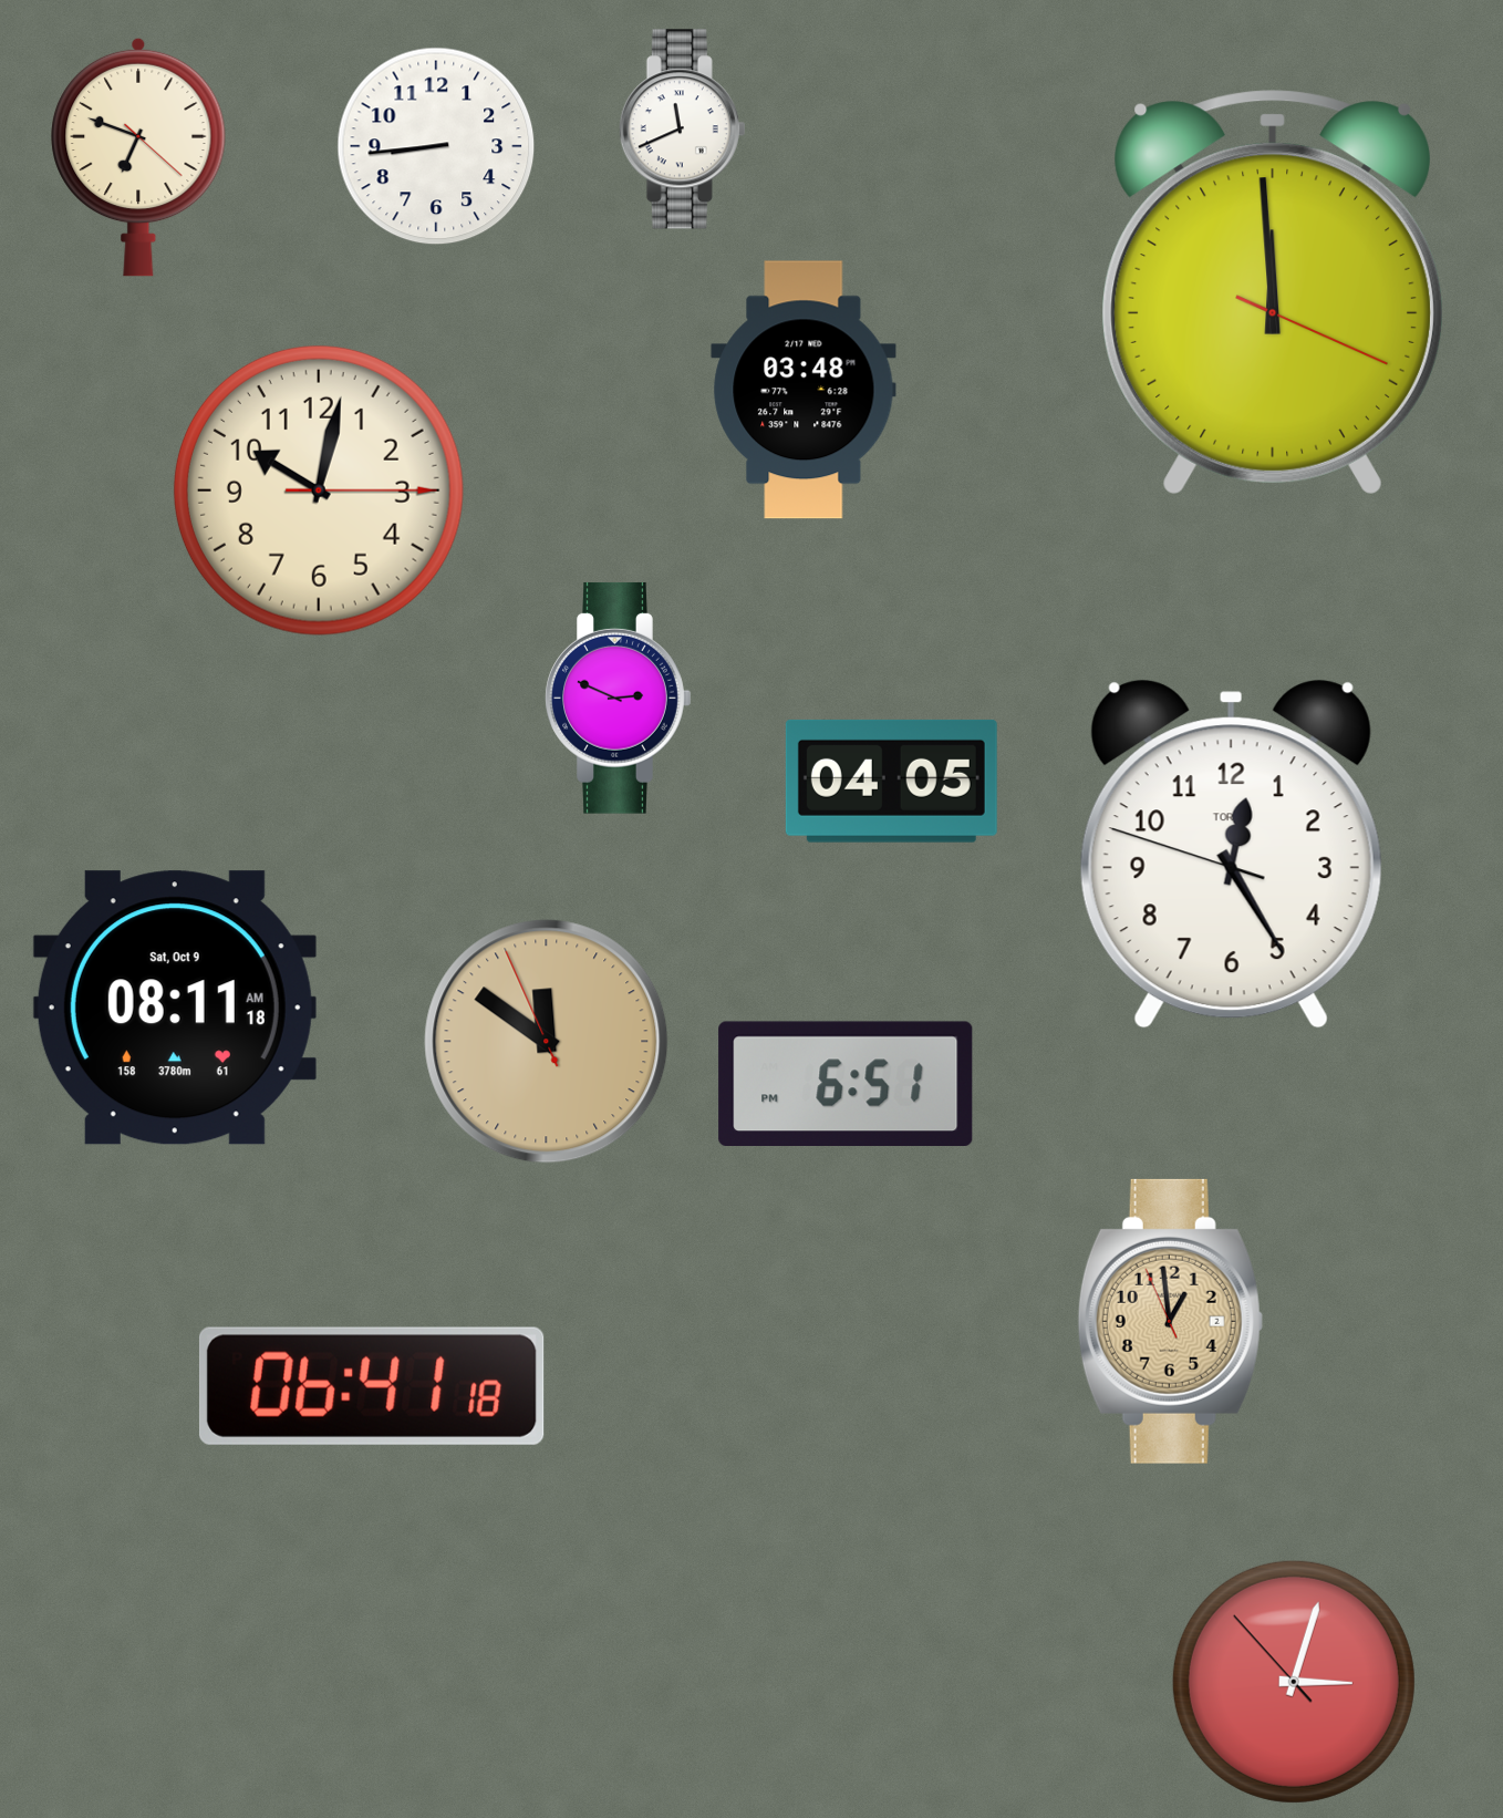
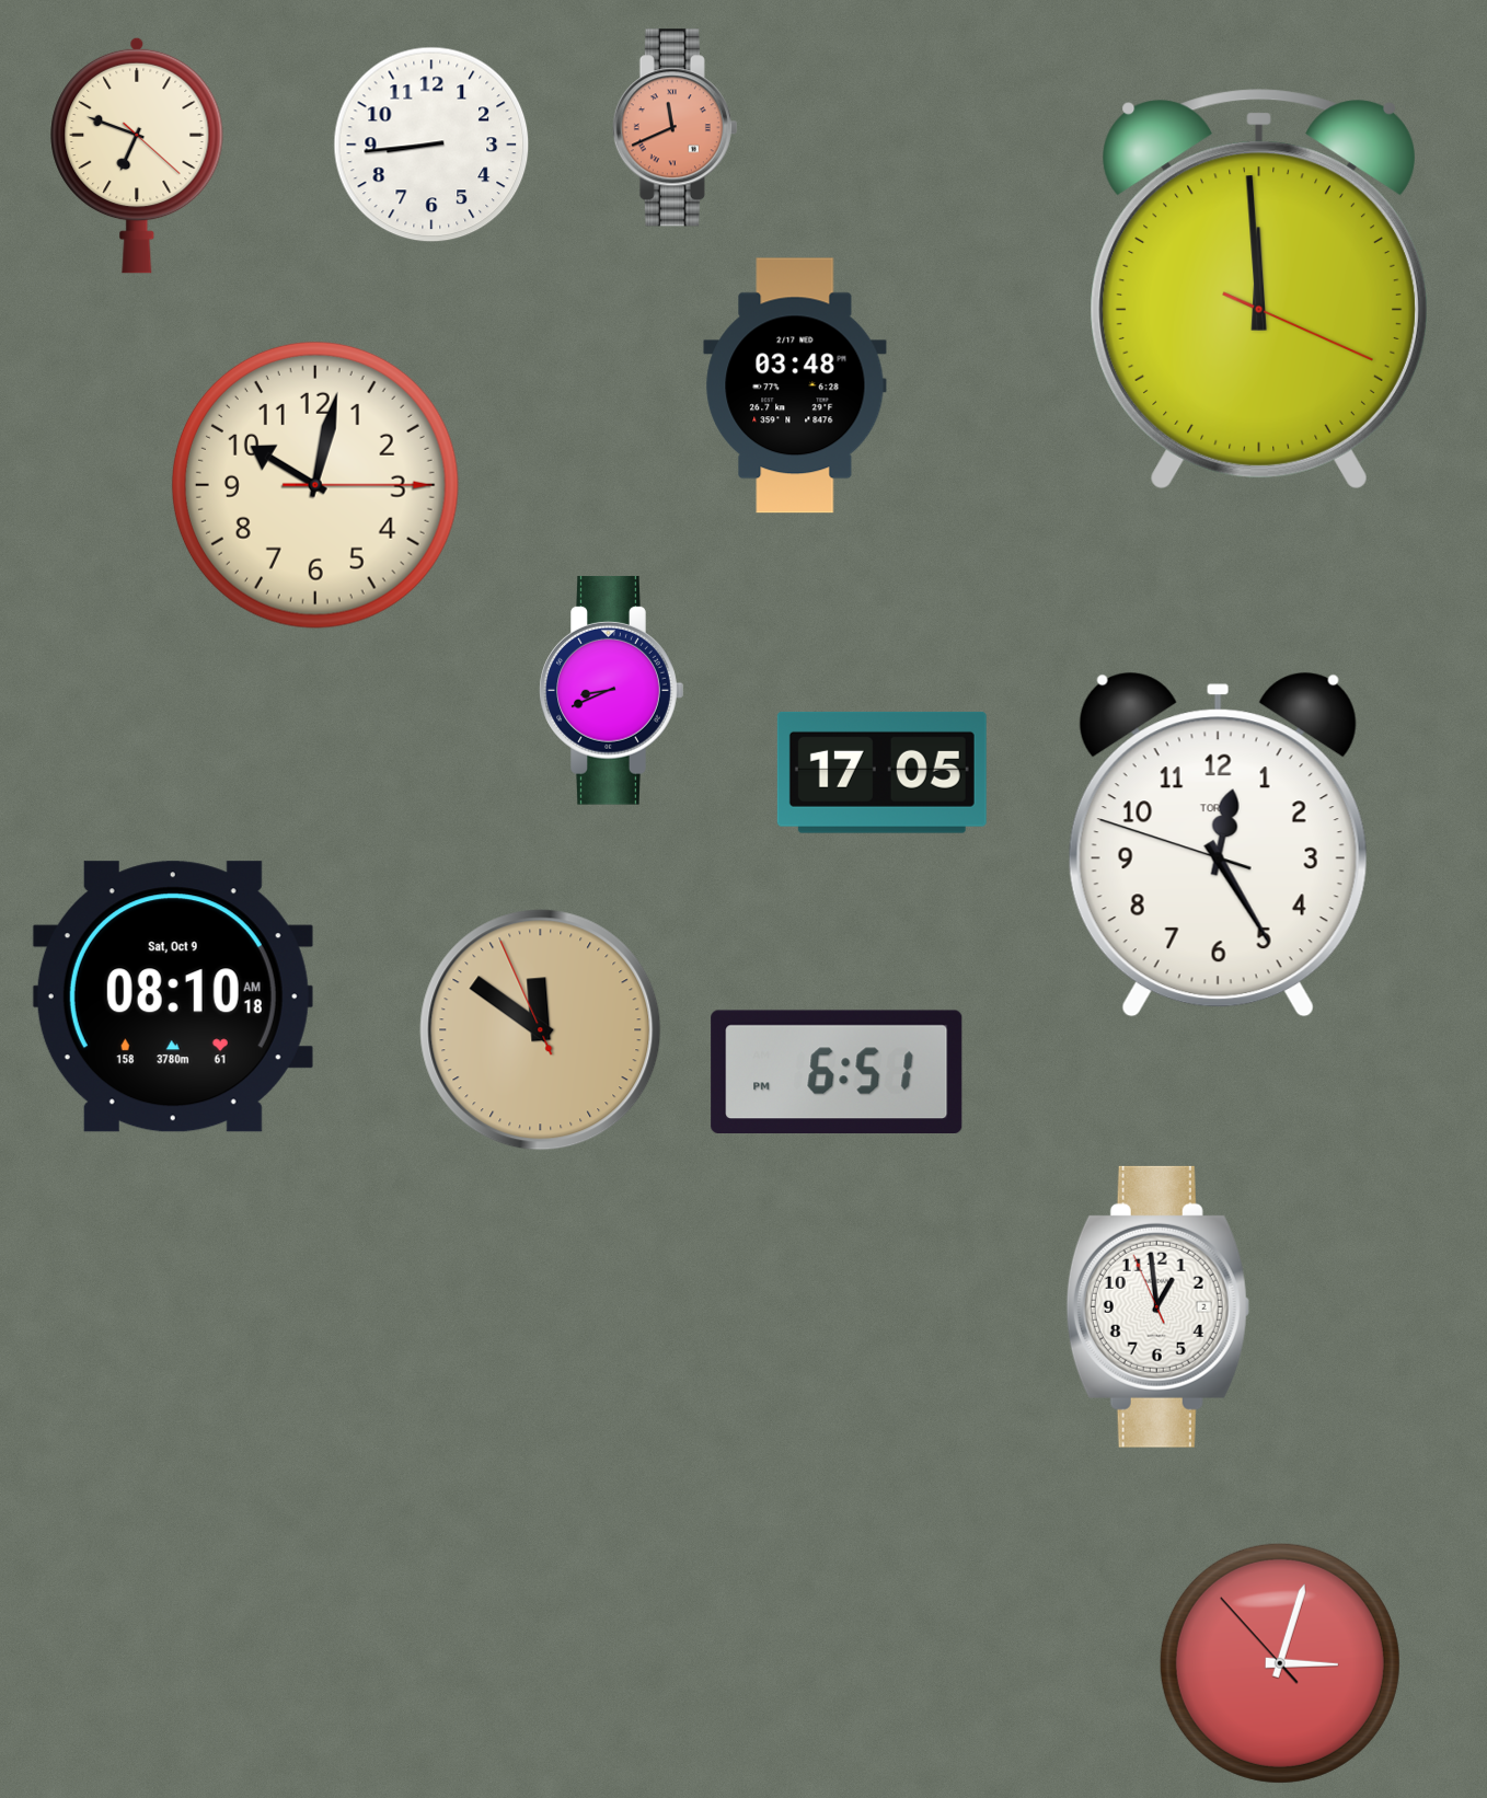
clock at (682, 130) dial: white -> salmon
clock at (619, 698): 2:49 -> 8:41
clock at (891, 781): 04:05 -> 17:05
clock at (175, 1008): 08:11 -> 08:10
clock at (1170, 1321) dial: champagne -> white
clock at (372, 1386): 06:41 -> none
